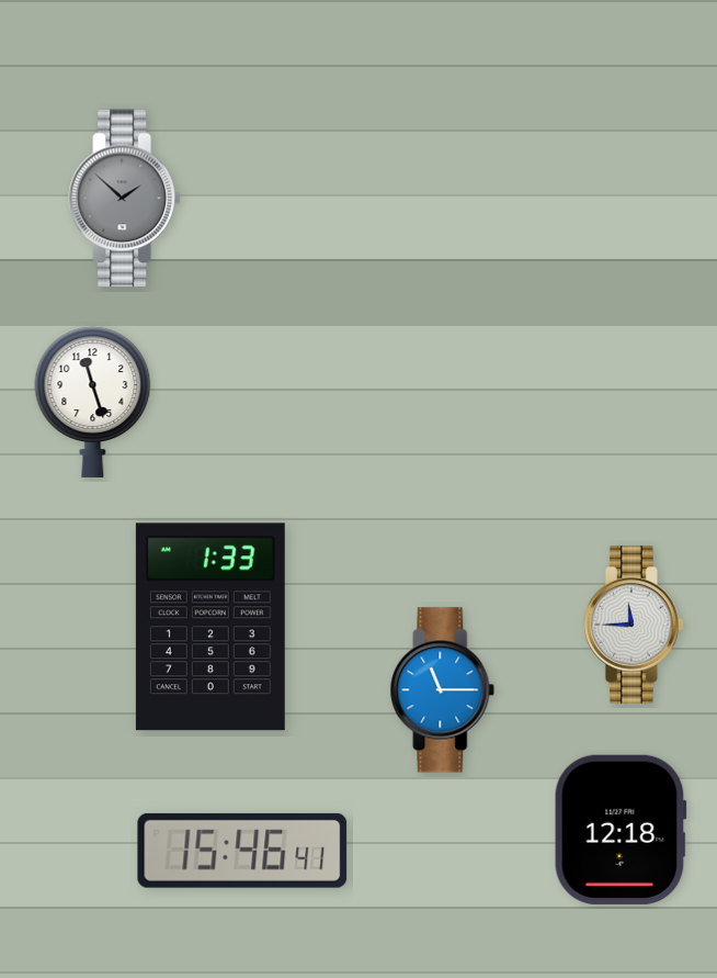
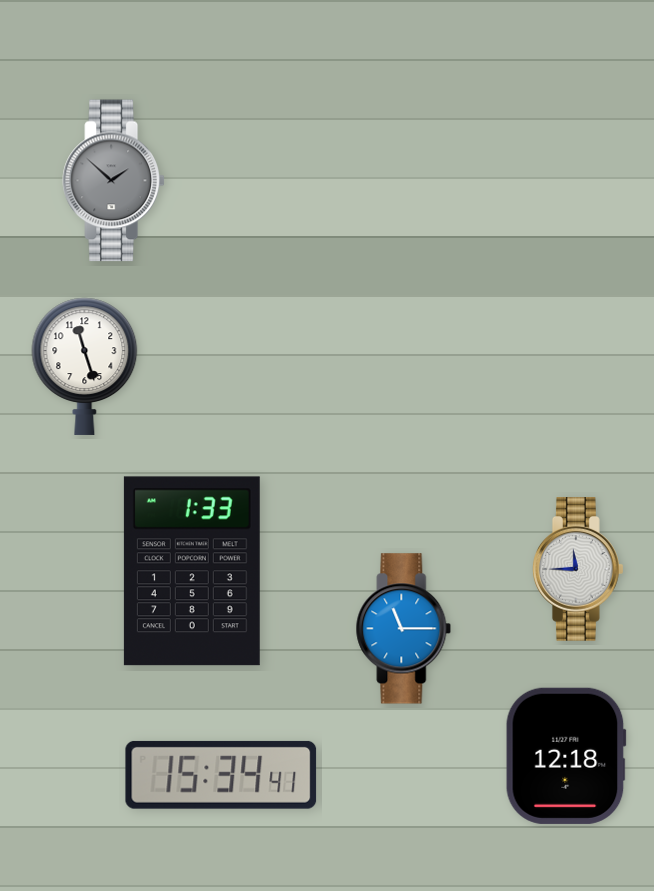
clock at (242, 851): 15:46 -> 15:34
